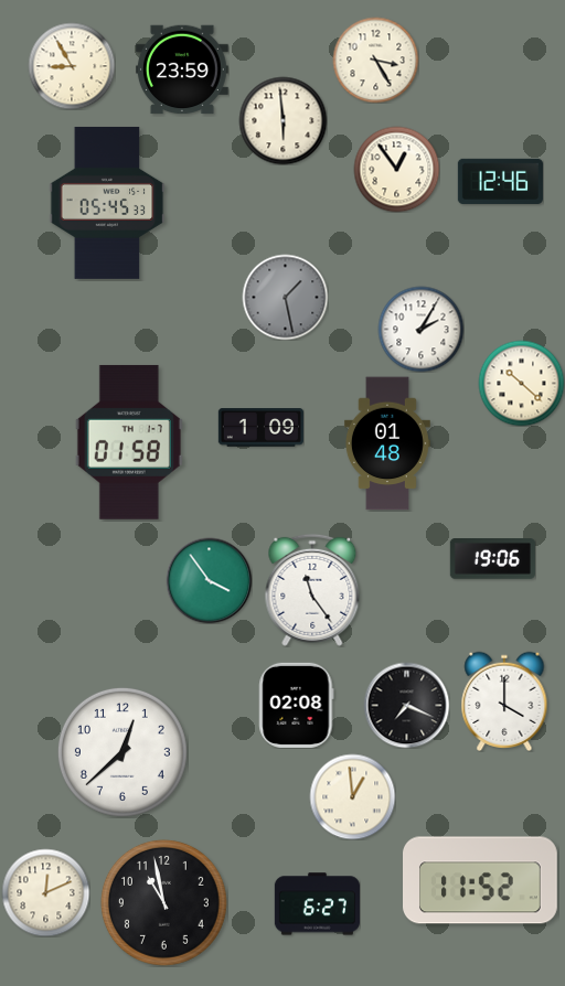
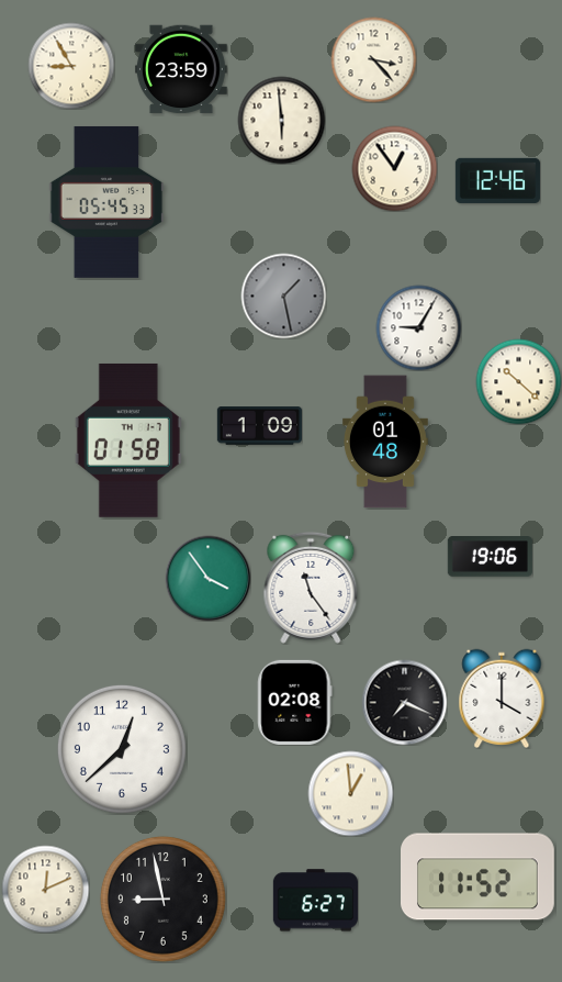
clock at (375, 60): 3:25 -> 3:23
clock at (420, 329): 2:05 -> 9:05
clock at (163, 902): 10:58 -> 8:58
